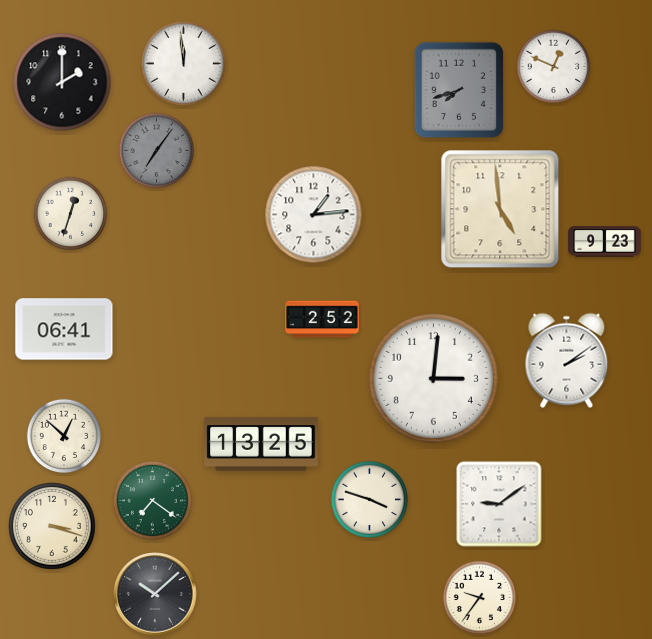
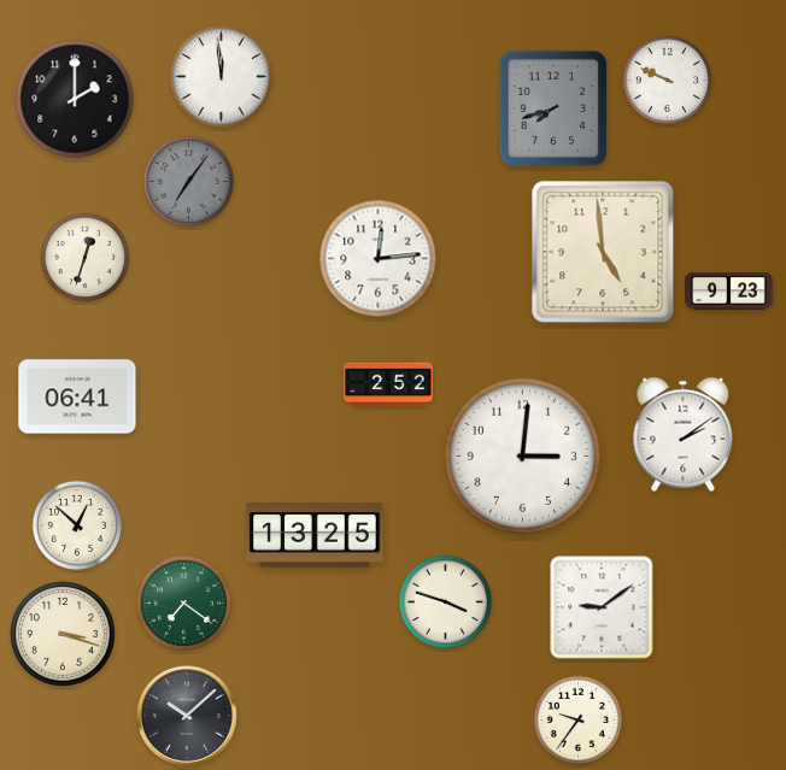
clock at (554, 67): 12:49 -> 9:49
clock at (314, 215): 1:14 -> 12:14
